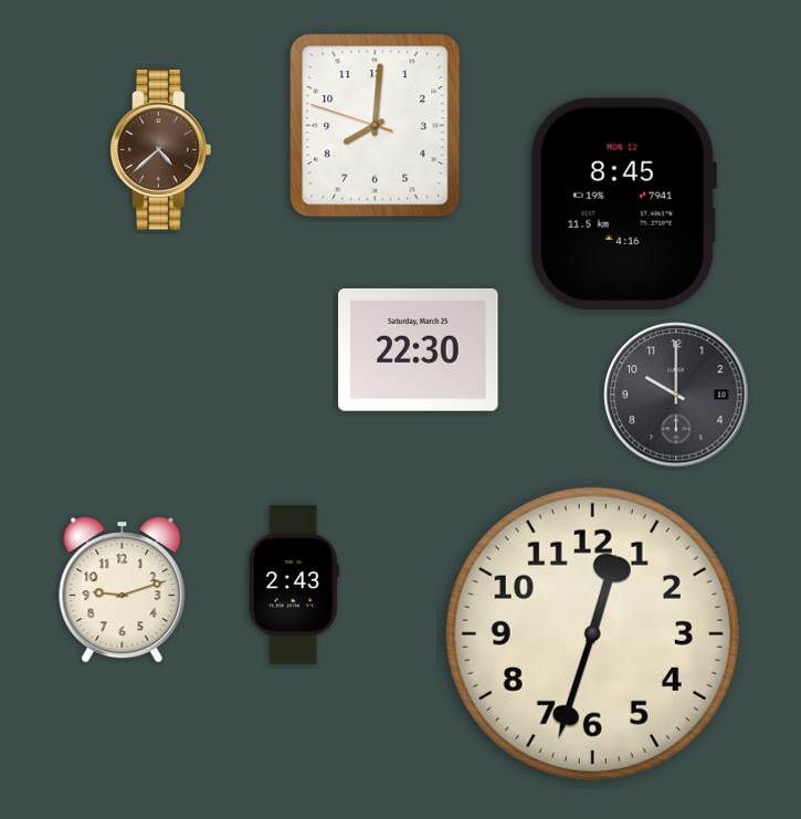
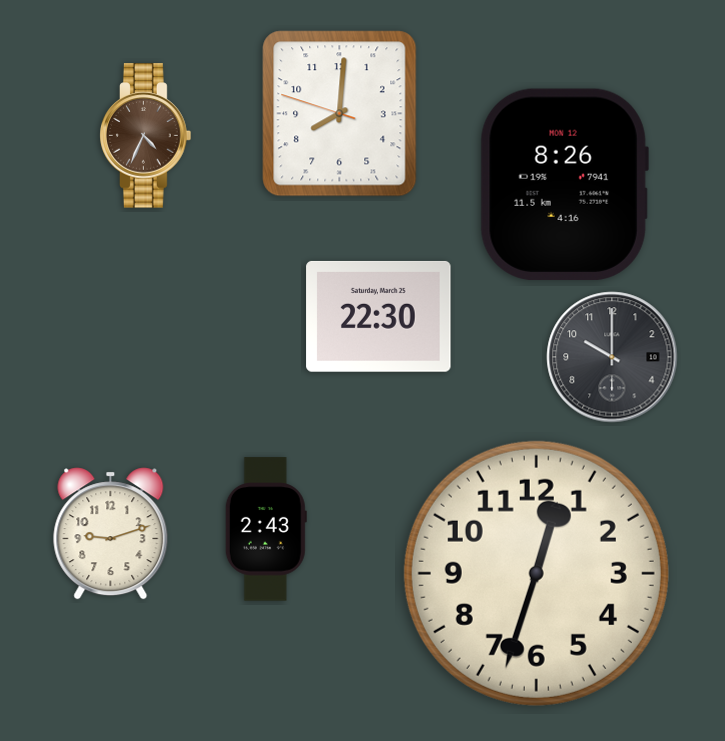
clock at (161, 150): 4:38 -> 4:34
clock at (623, 203): 8:45 -> 8:26
